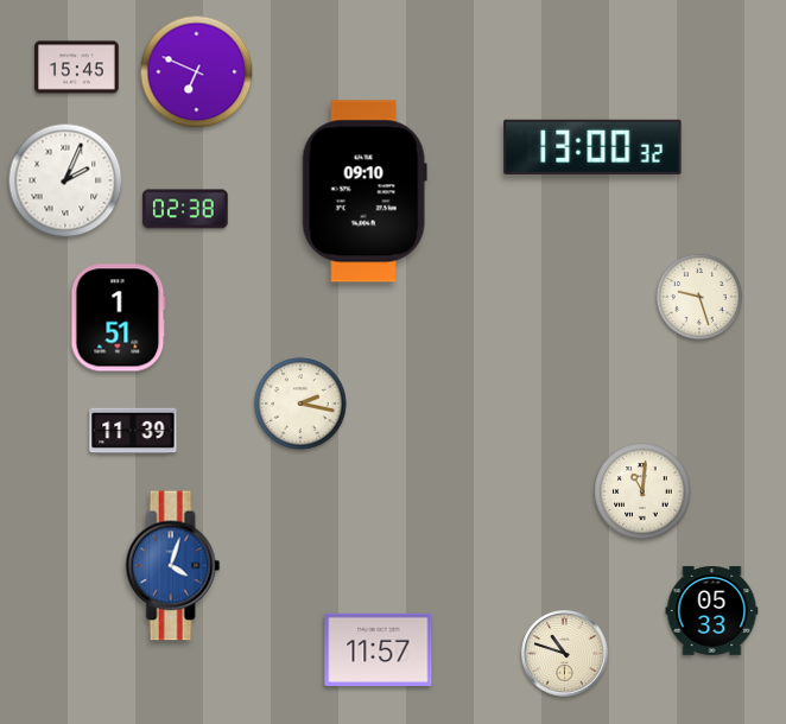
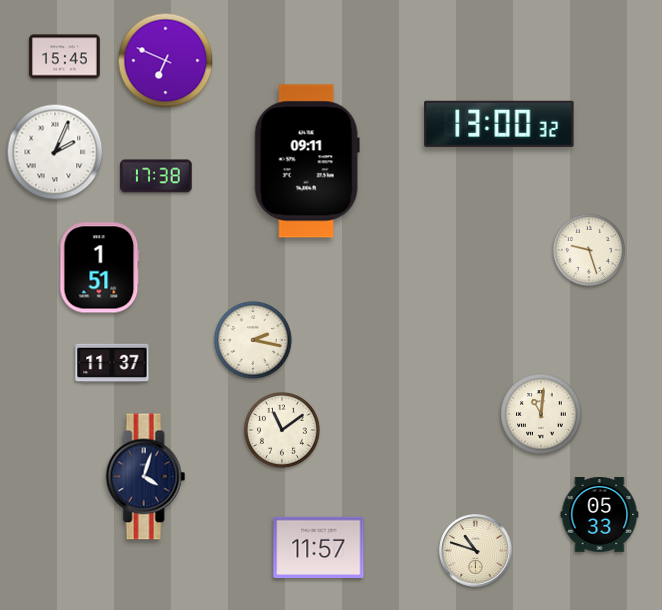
clock at (365, 191): 09:10 -> 09:11
clock at (185, 209): 02:38 -> 17:38
clock at (133, 431): 11:39 -> 11:37
clock at (283, 431): none -> 11:09
clock at (173, 566) dial: blue -> navy
